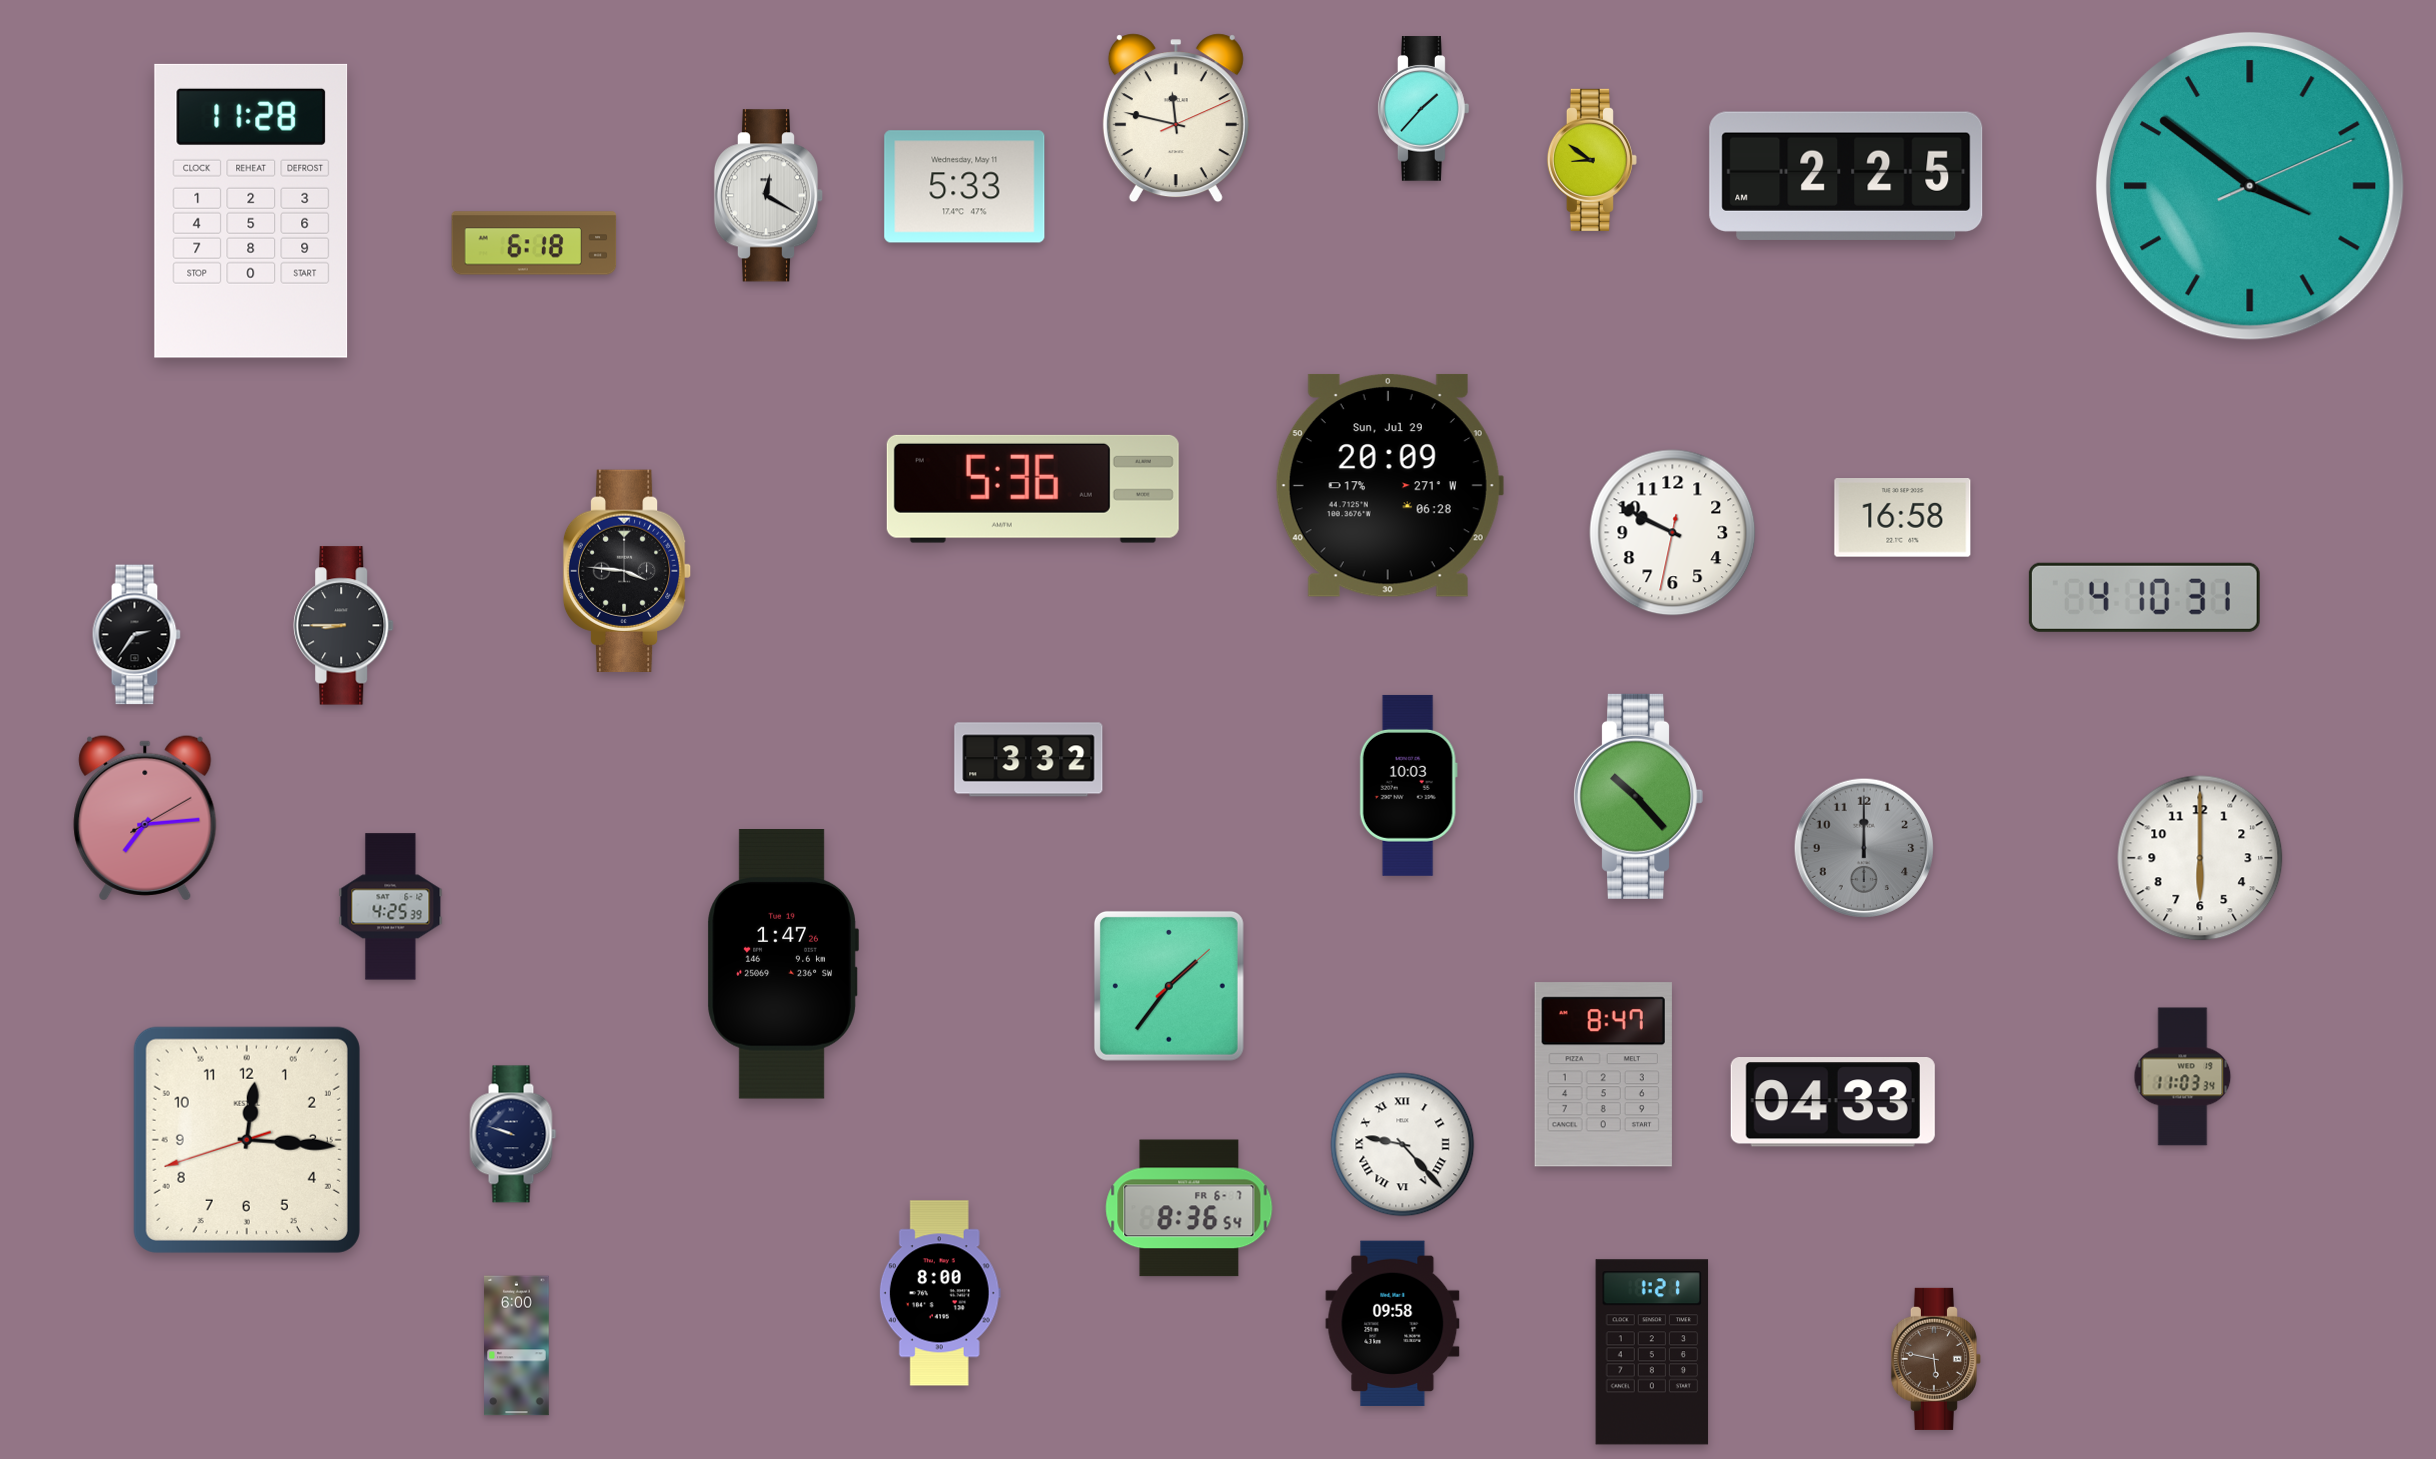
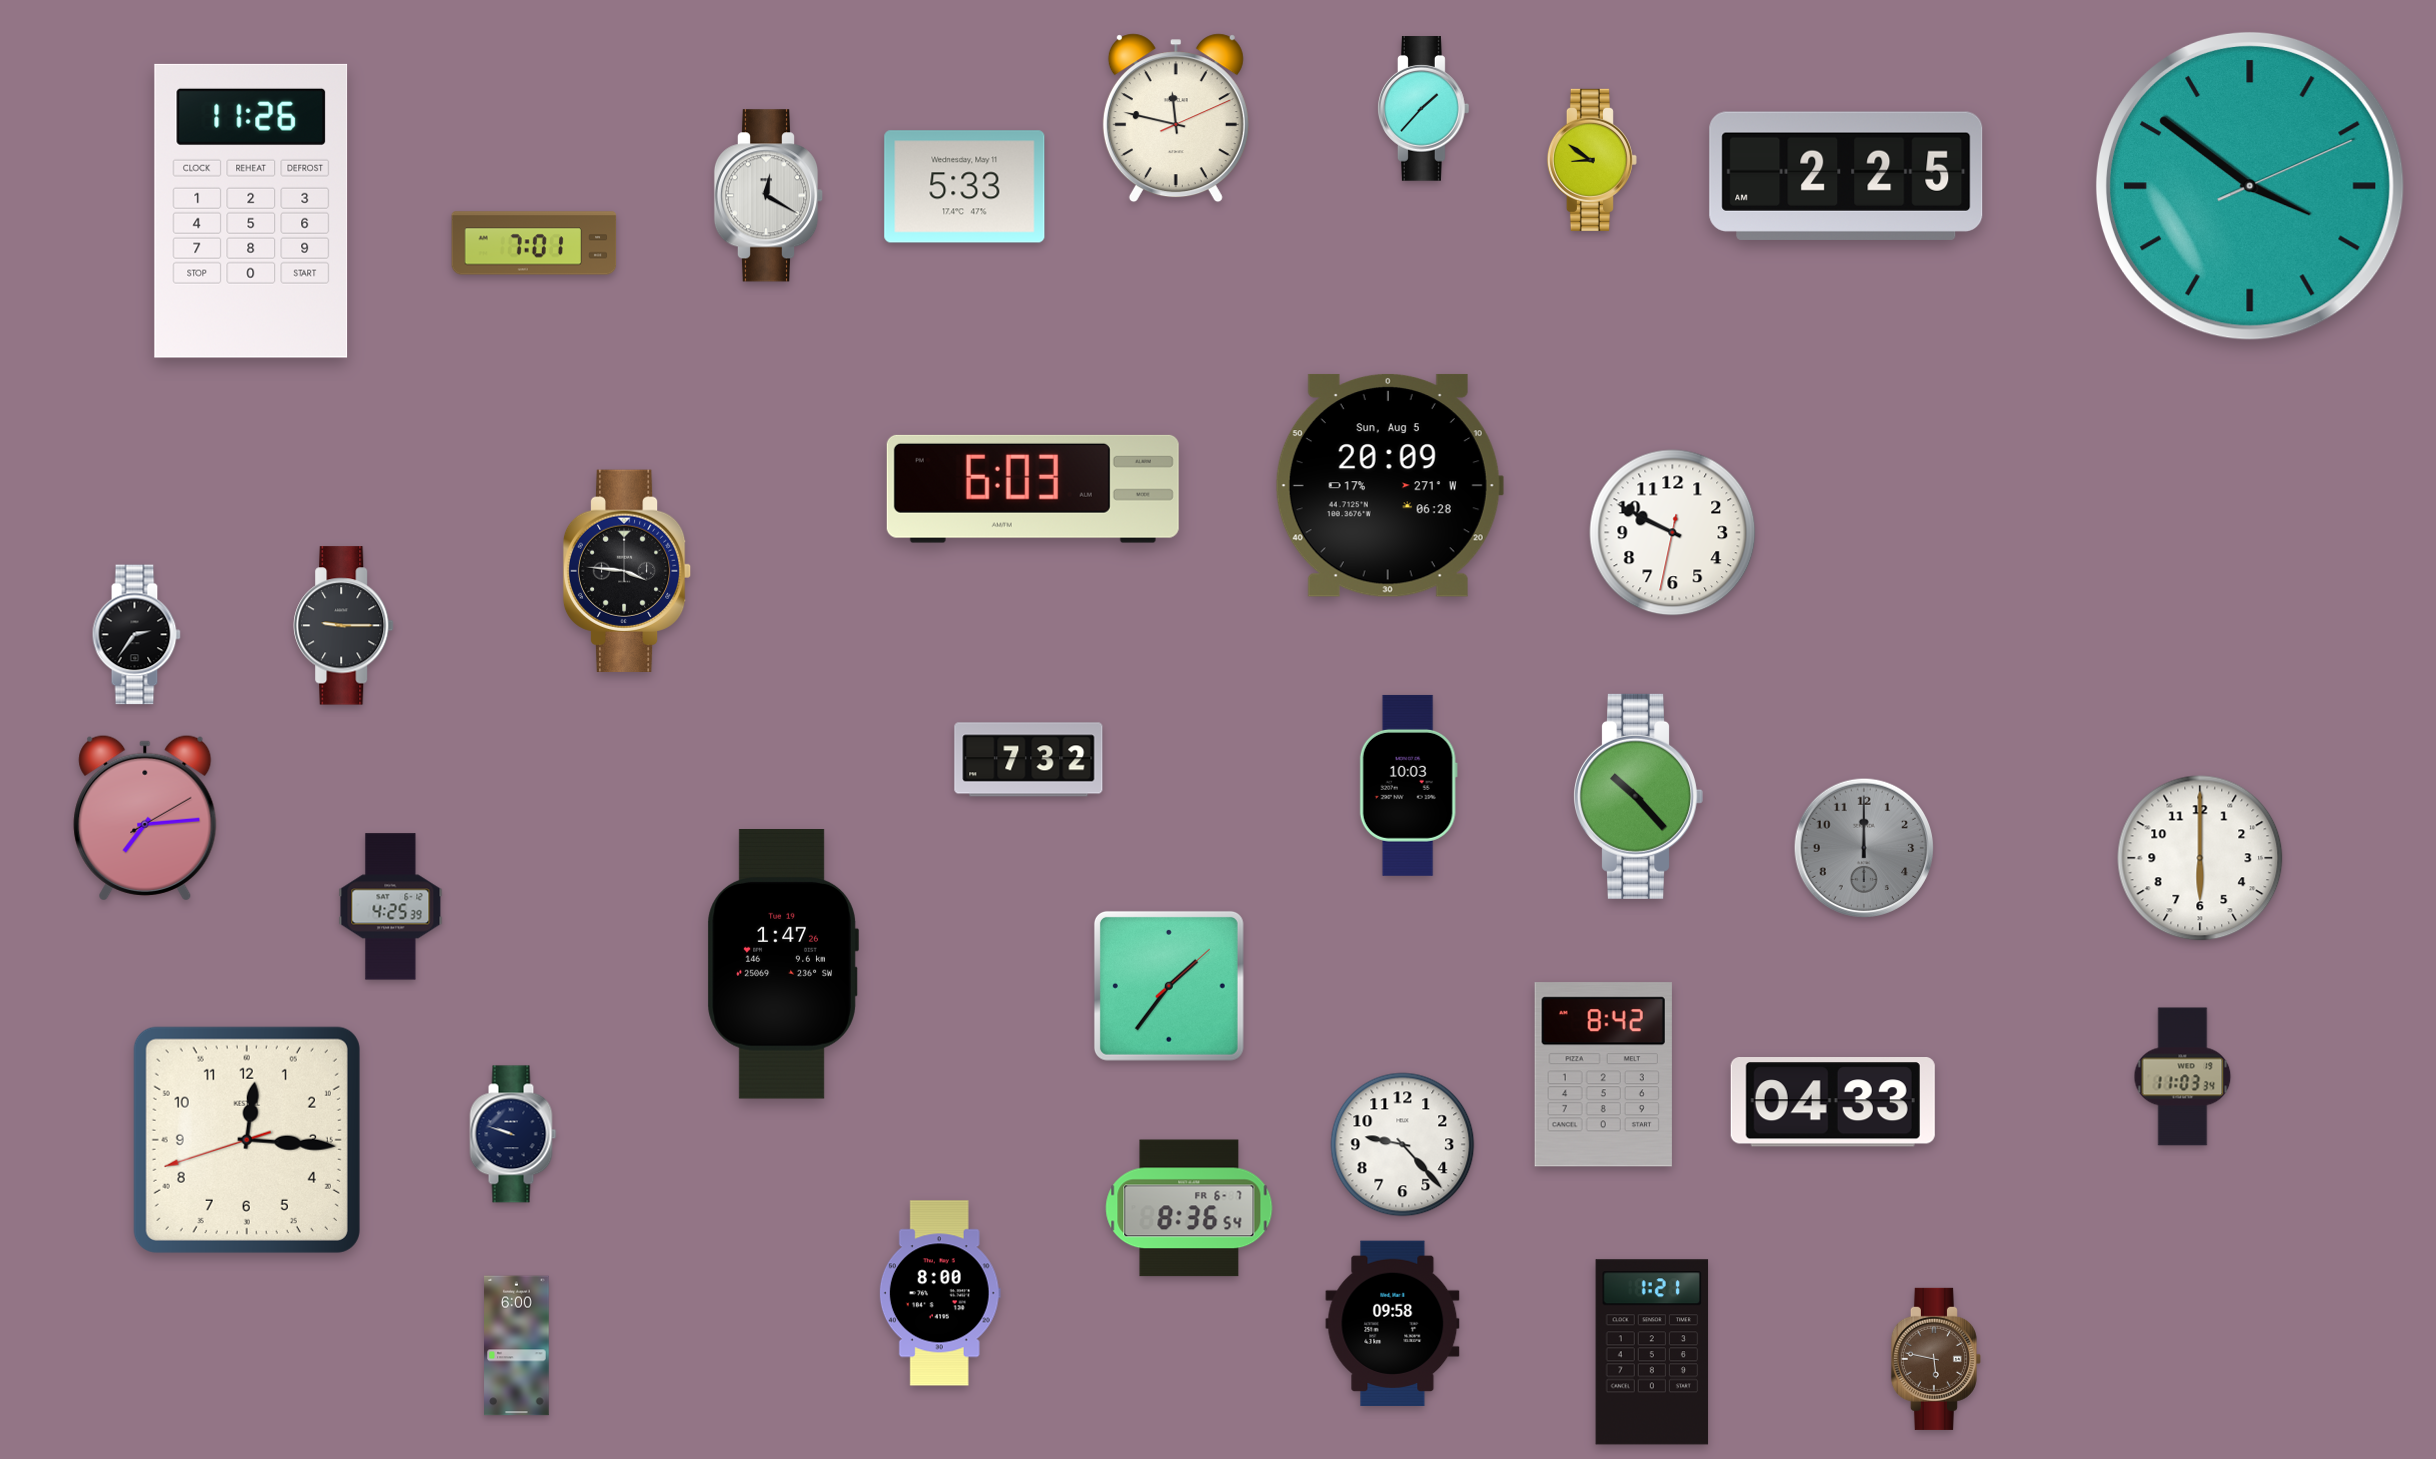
clock at (251, 211): 11:28 -> 11:26
clock at (534, 243): 6:18 -> 7:01
clock at (1389, 485) date: Sun, Jul 29 -> Sun, Aug 5
clock at (1033, 489): 5:36 -> 6:03
clock at (1903, 518): 16:58 -> none
clock at (2144, 597): 4:10 -> none
clock at (344, 626): 8:45 -> 9:15
clock at (1029, 760): 3:32 -> 7:32
clock at (1603, 1075): 8:47 -> 8:42
clock at (1403, 1145) numerals: Roman -> Arabic
